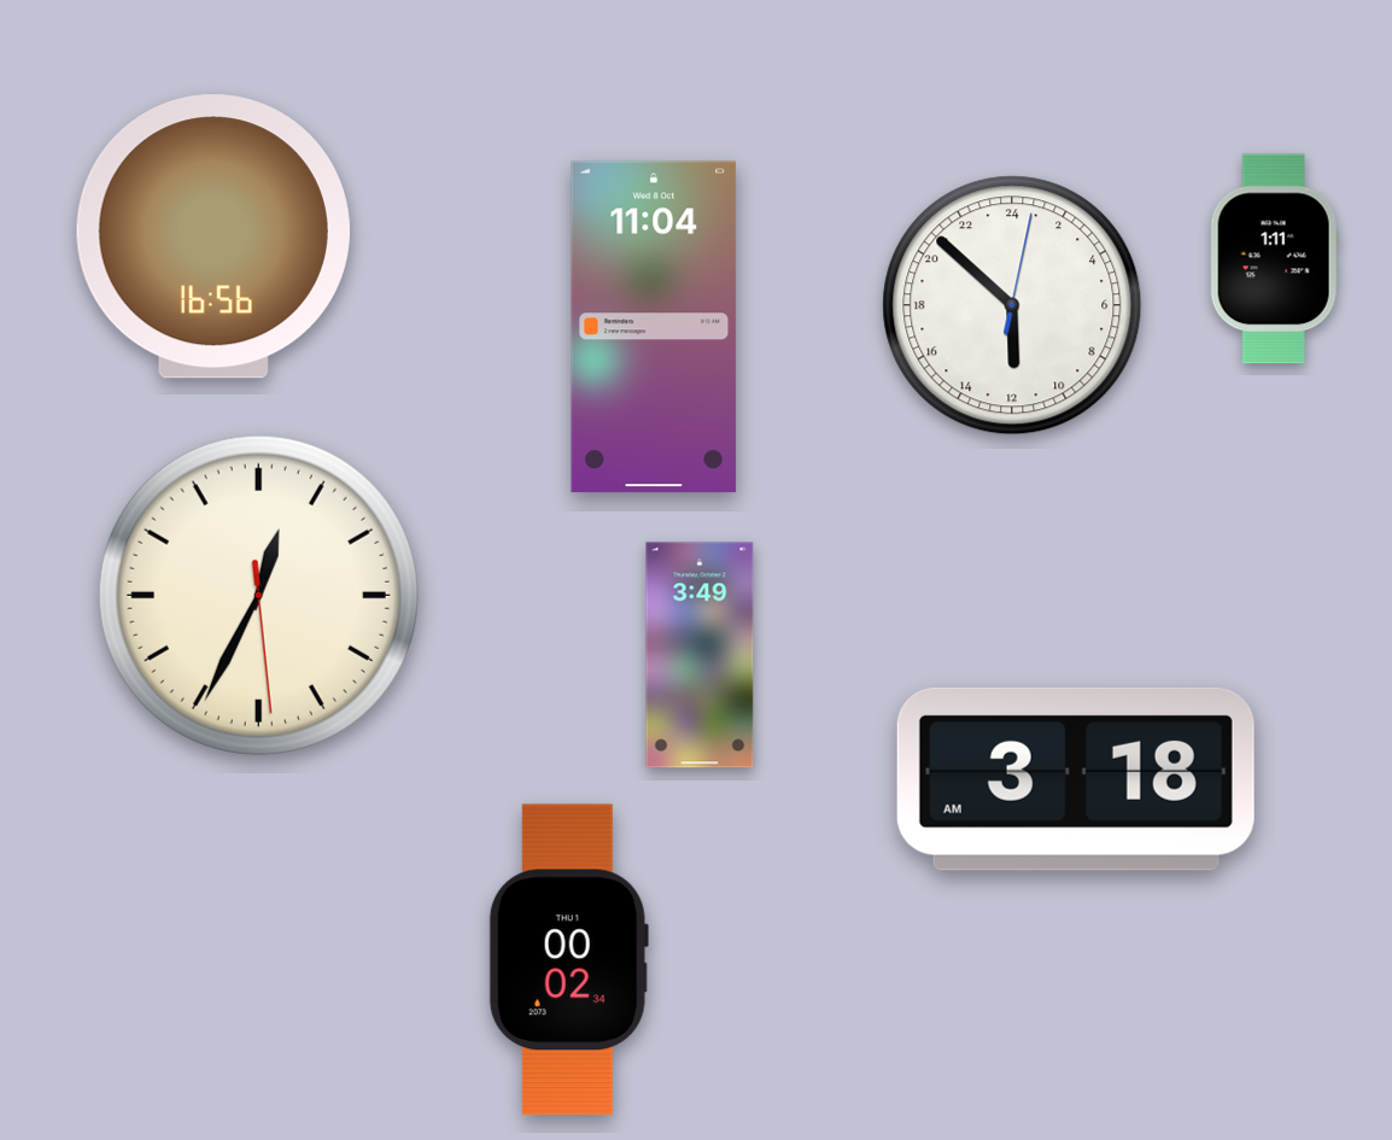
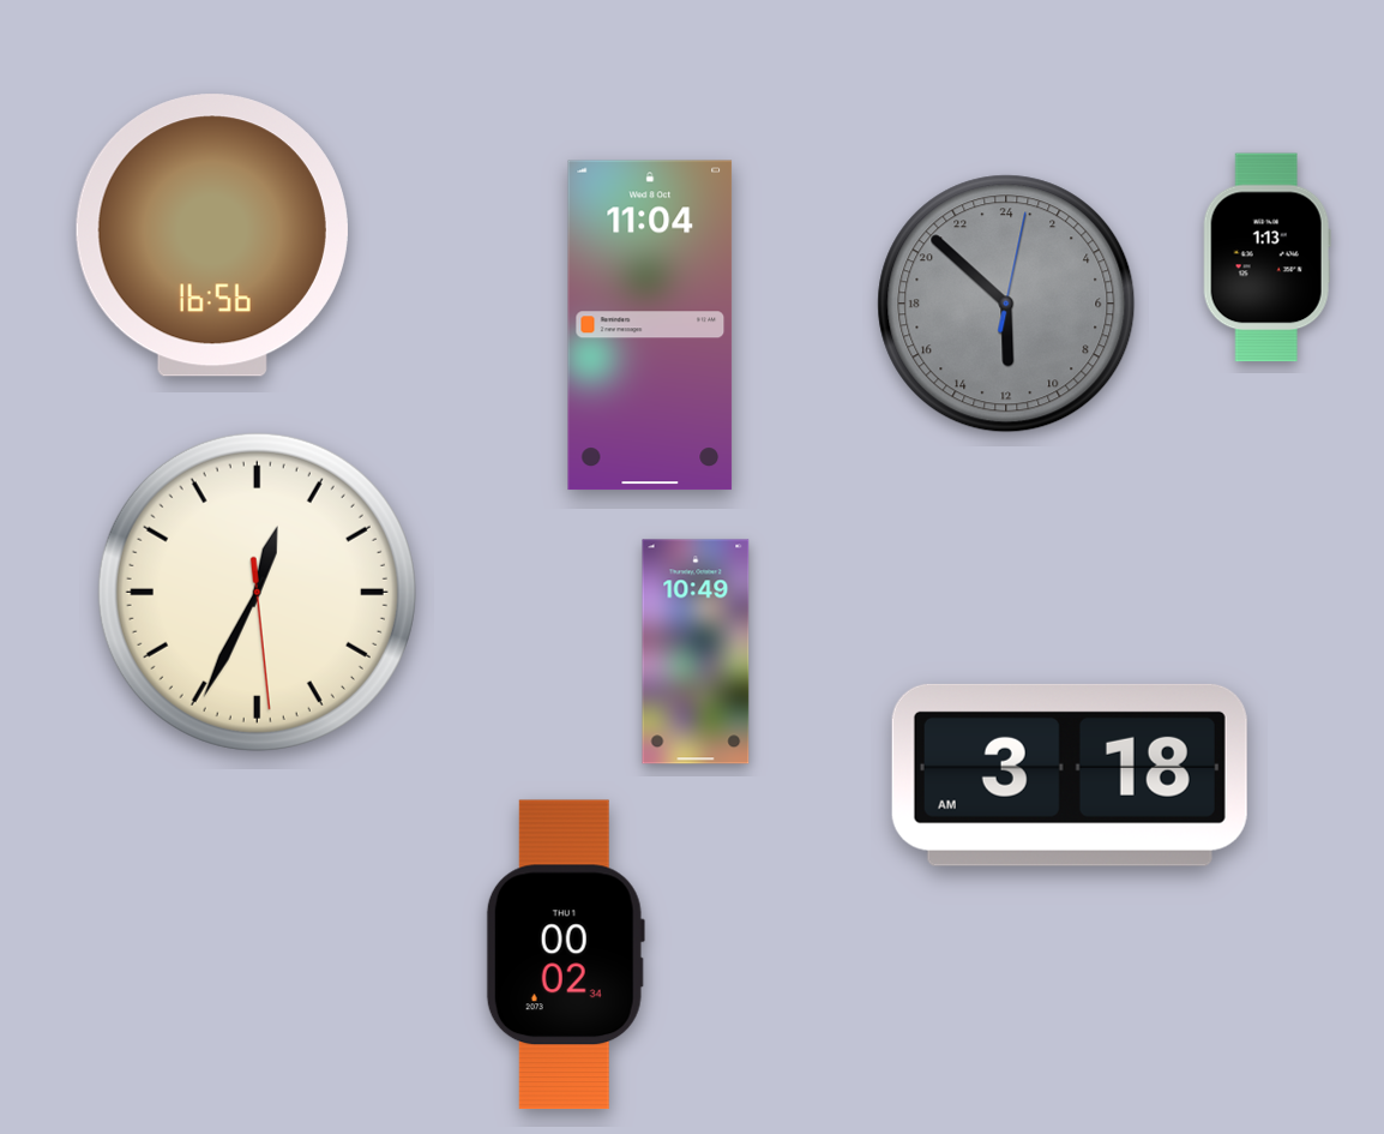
clock at (1274, 259): 1:11 -> 1:13
clock at (1012, 305) dial: white -> grey
clock at (700, 655): 3:49 -> 10:49
